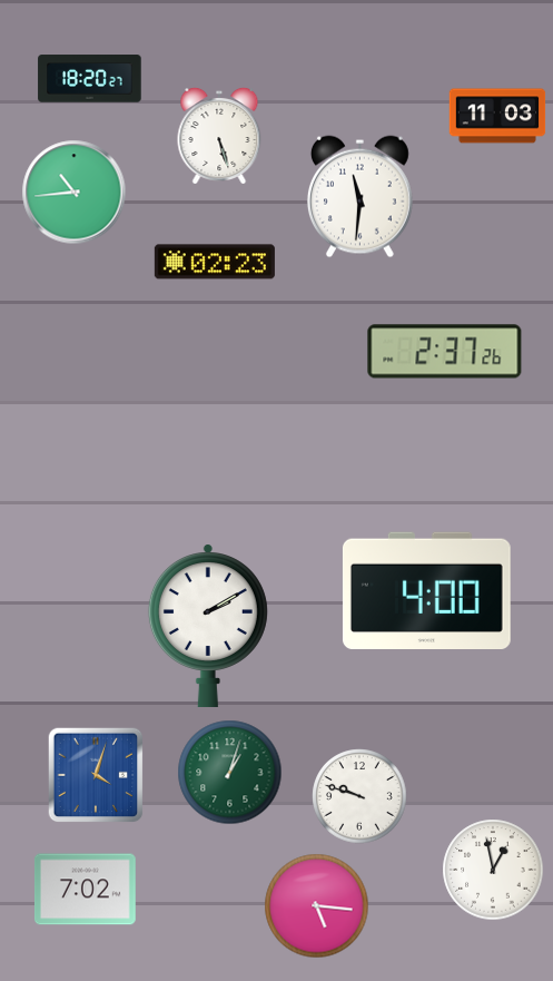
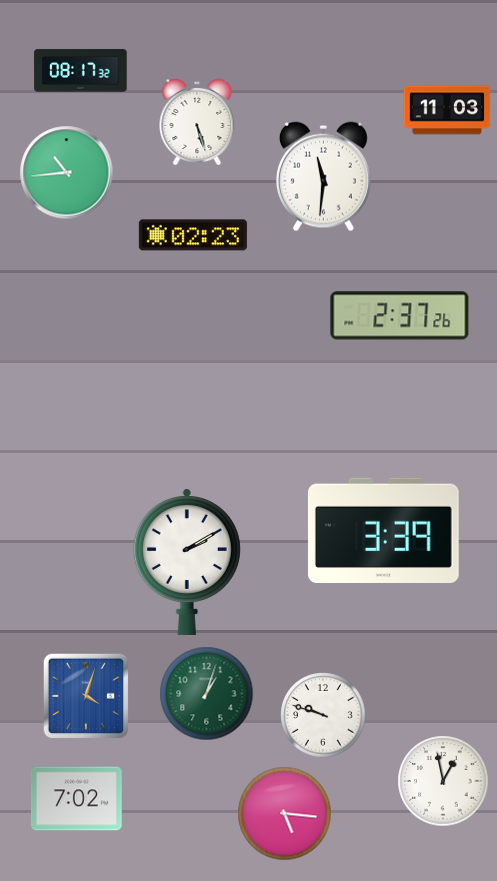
clock at (90, 79): 18:20 -> 08:17
clock at (497, 116) position: (497, 116) -> (447, 110)
clock at (426, 590): 4:00 -> 3:39
